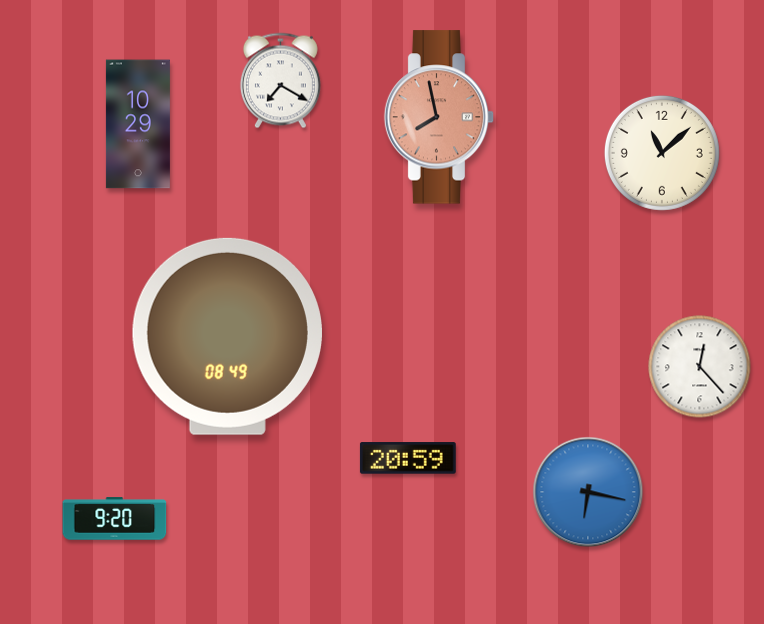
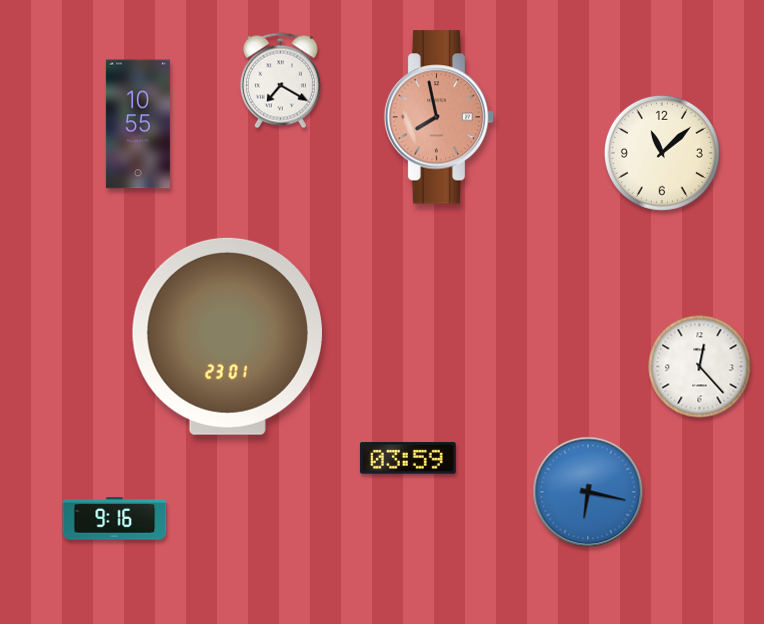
clock at (138, 124): 10:29 -> 10:55
clock at (227, 336): 08:49 -> 23:01
clock at (408, 458): 20:59 -> 03:59
clock at (115, 519): 9:20 -> 9:16
